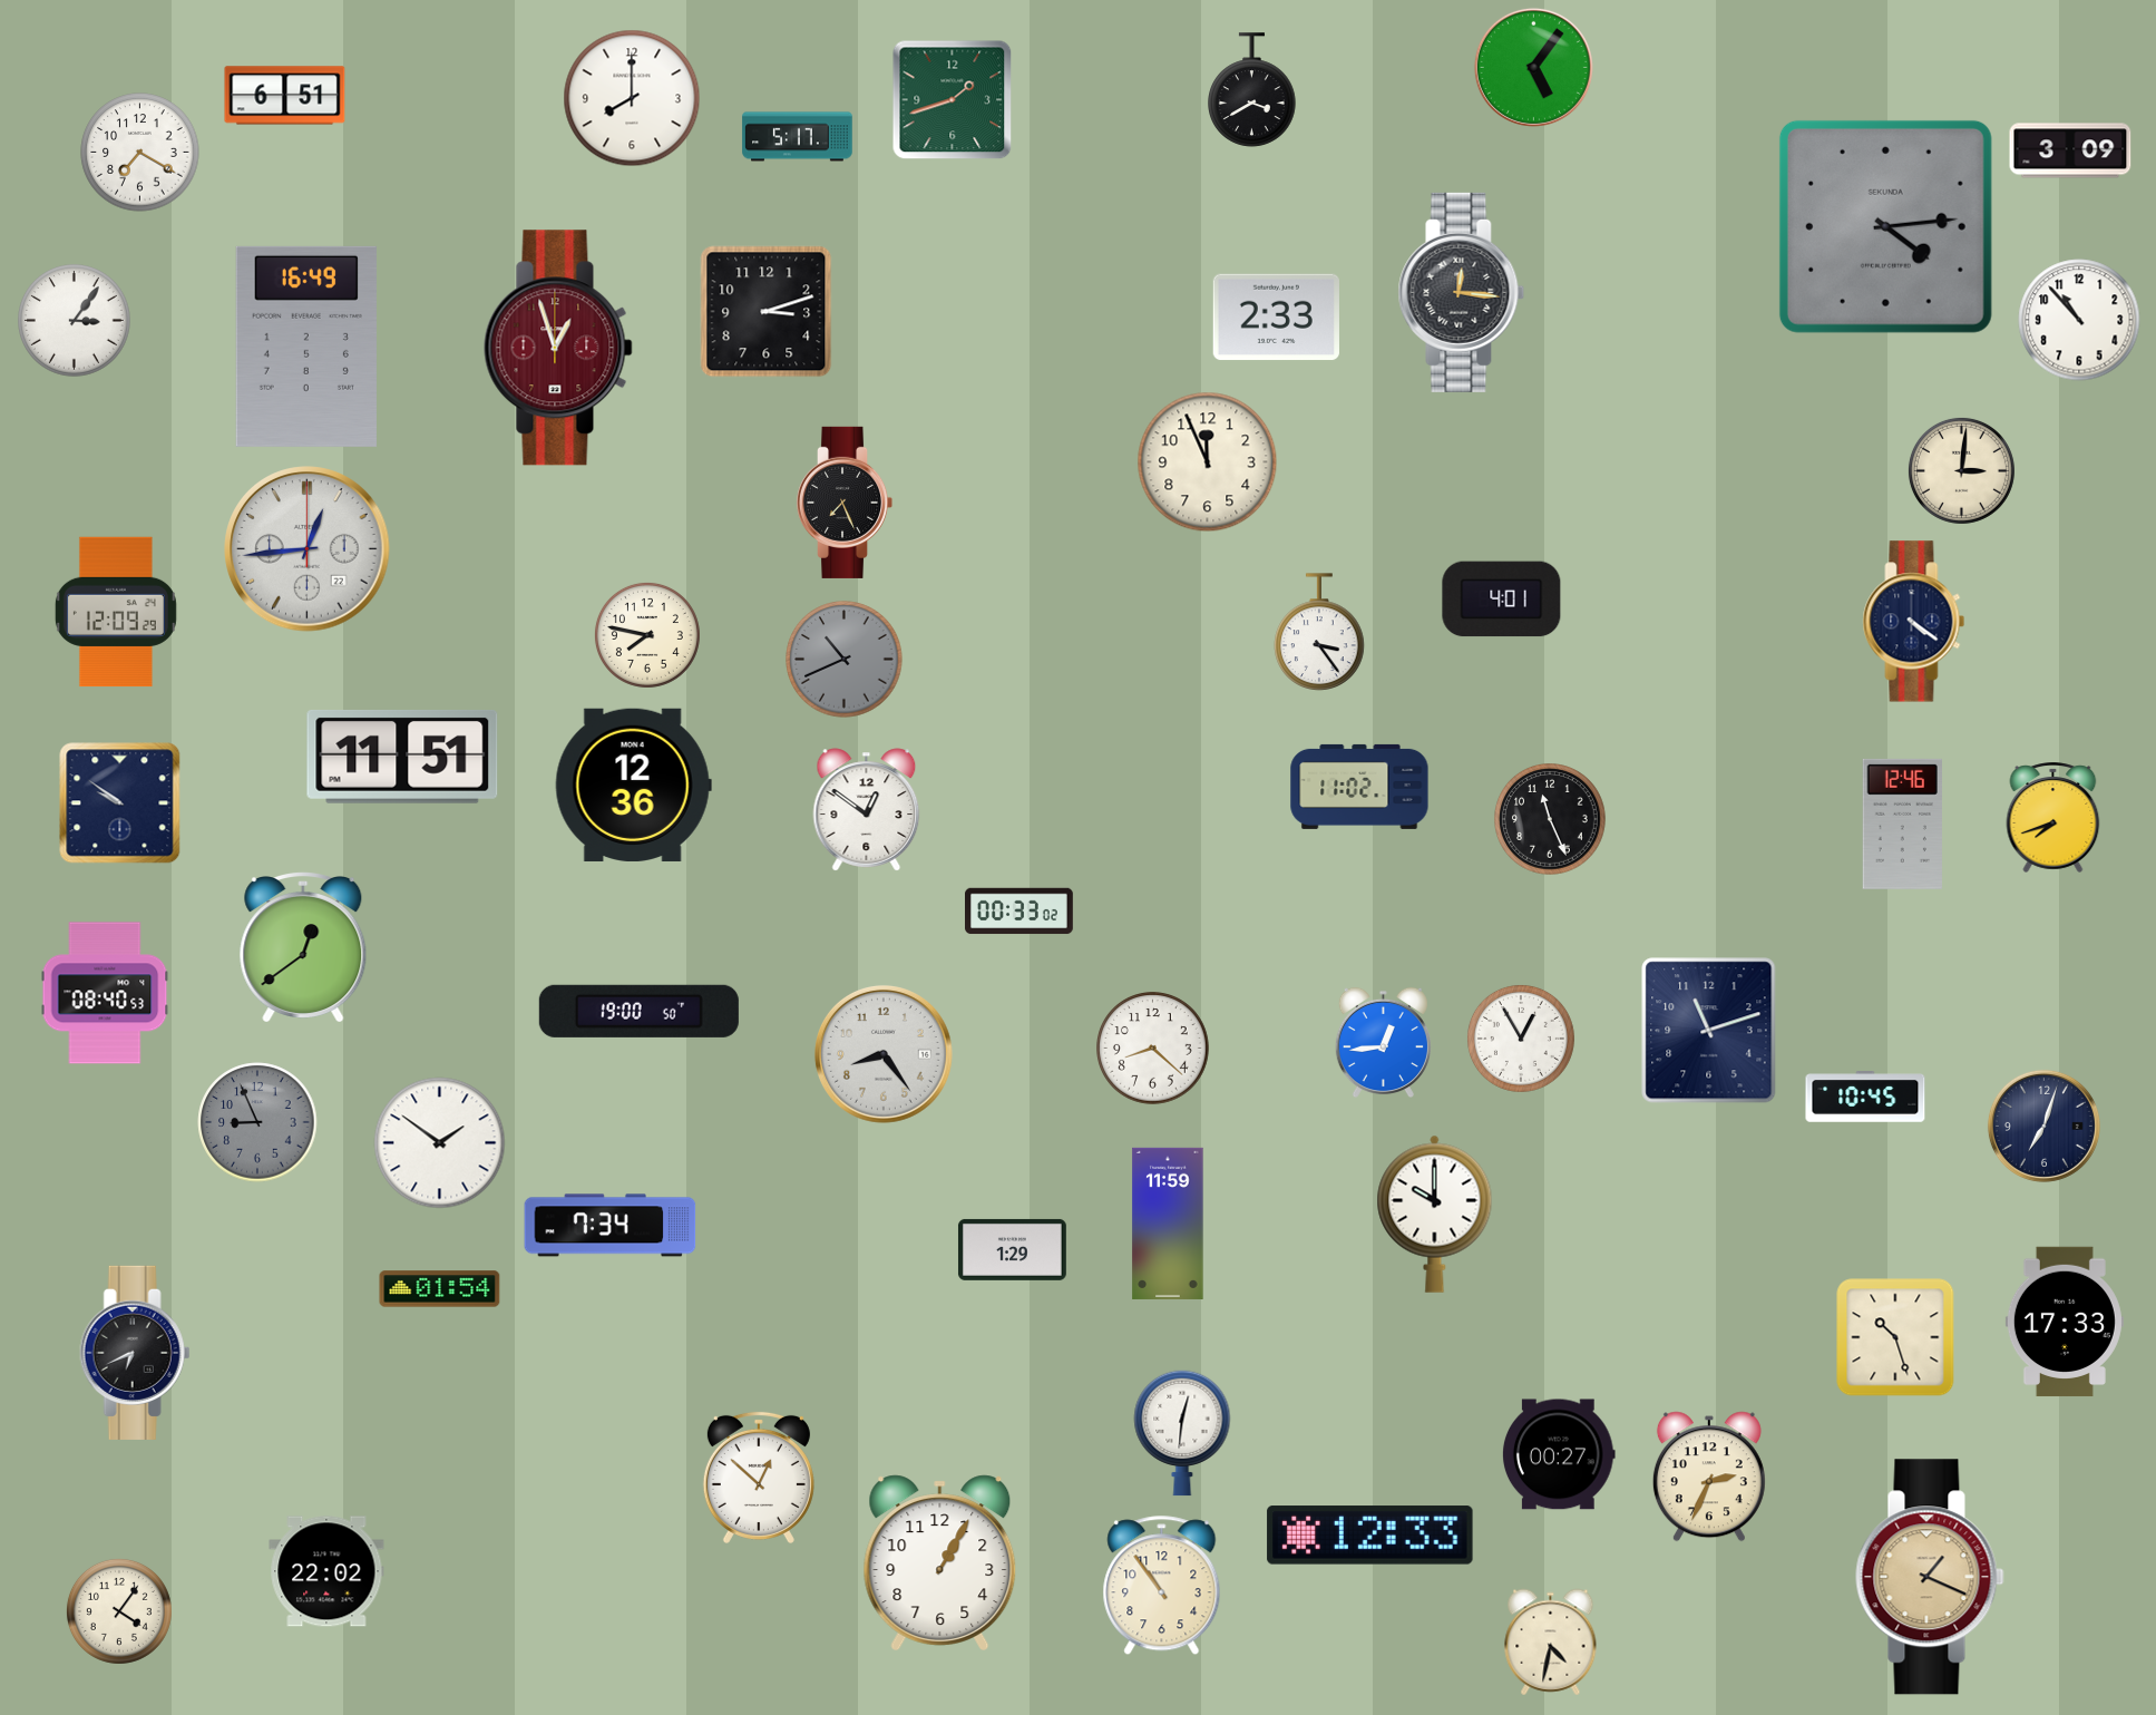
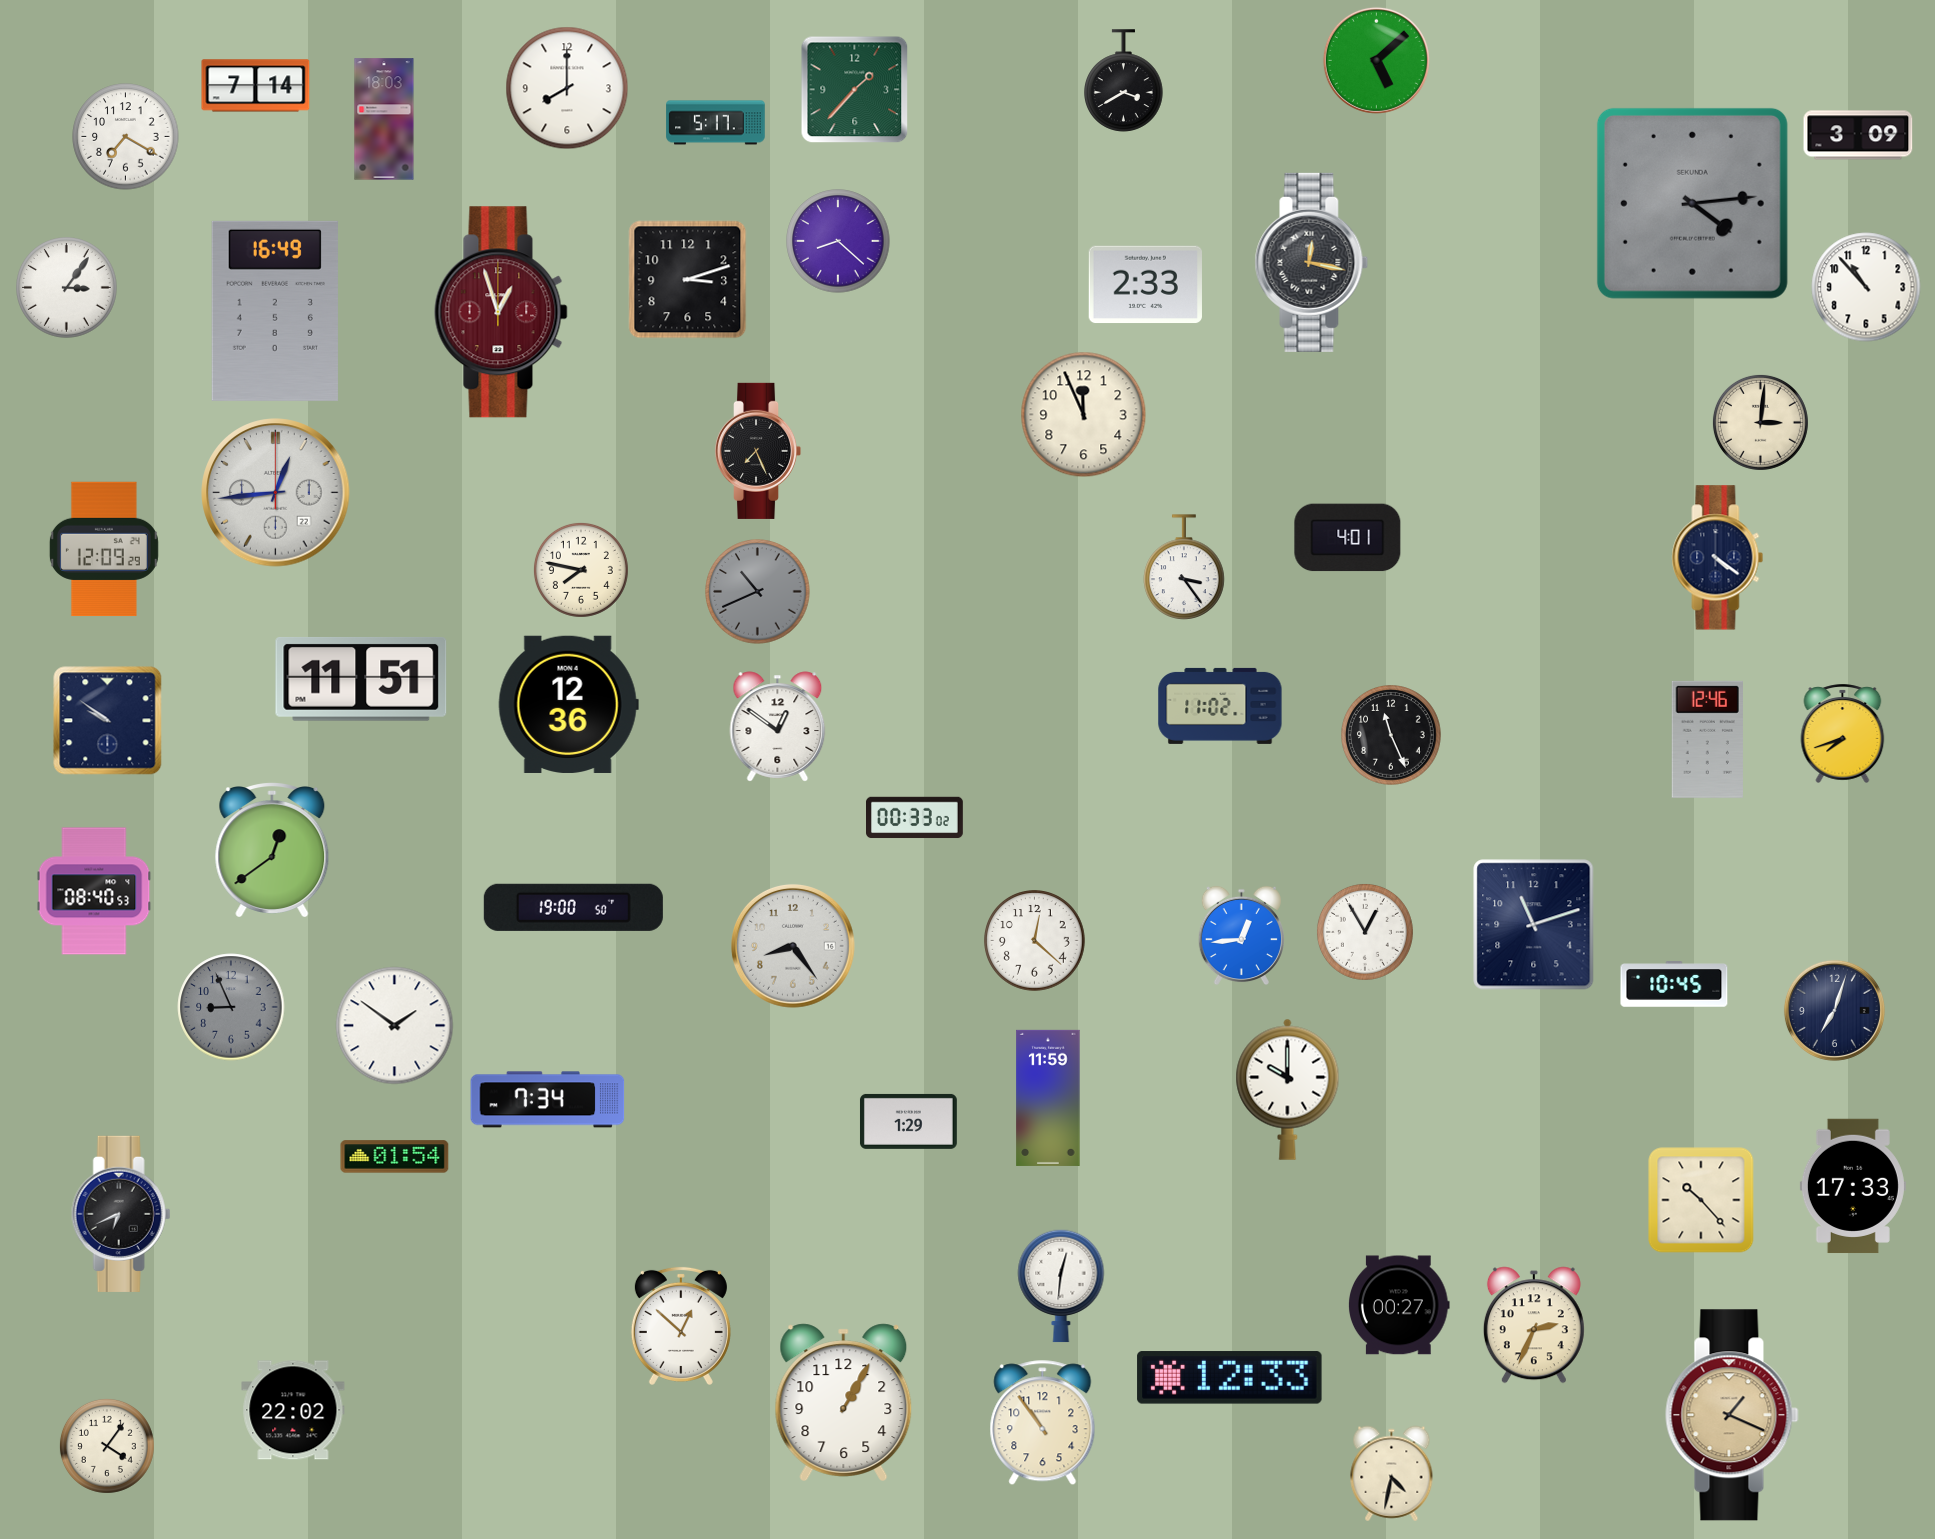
clock at (1533, 67): 5:06 -> 5:08
clock at (285, 96): 6:51 -> 7:14
clock at (953, 100): 1:42 -> 1:37
clock at (384, 119): none -> 18:03
clock at (838, 241): none -> 8:22
clock at (1462, 292): 12:16 -> 12:17
clock at (1153, 1049): 8:22 -> 12:22
clock at (1895, 1337): 10:27 -> 10:23
